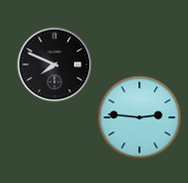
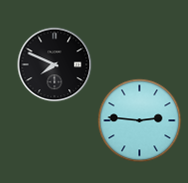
clock at (140, 118) position: (140, 118) -> (140, 121)
